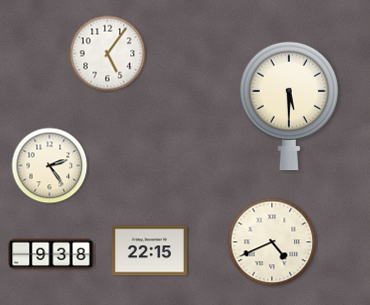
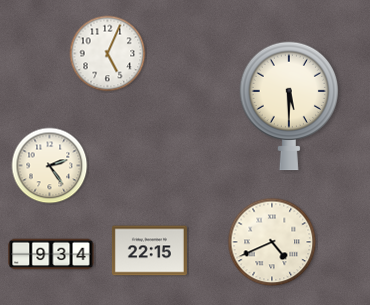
clock at (108, 54): 5:06 -> 5:04
clock at (51, 254): 9:38 -> 9:34
